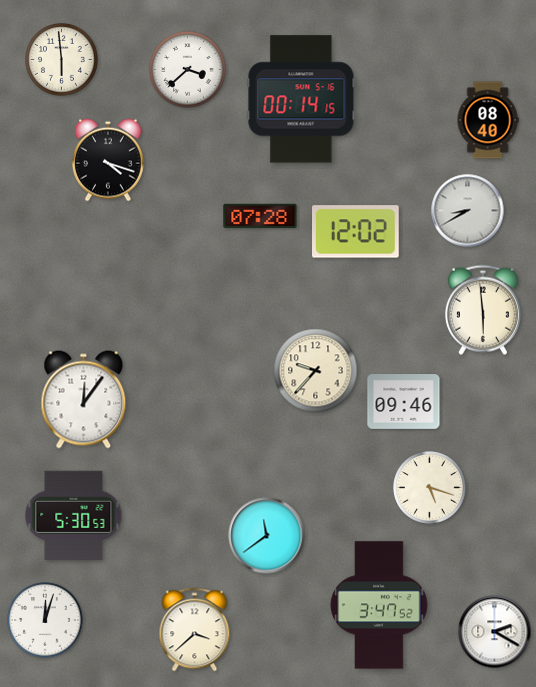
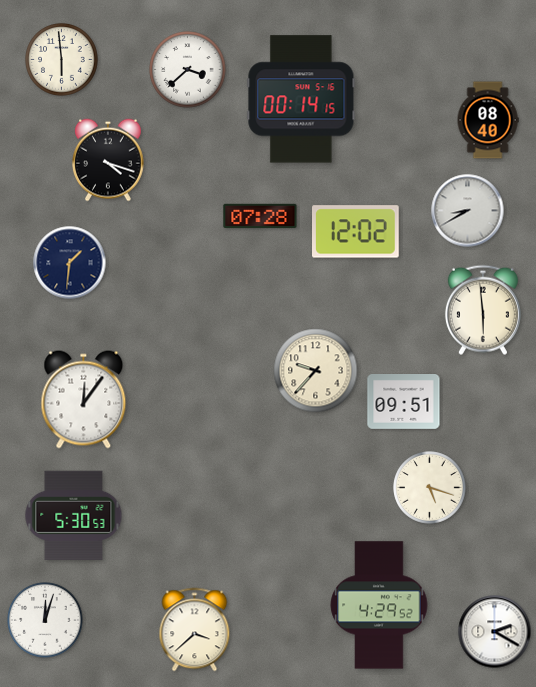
clock at (70, 263): none -> 1:31
clock at (404, 402): 09:46 -> 09:51
clock at (267, 536): 11:39 -> none
clock at (379, 605): 3:47 -> 4:29
